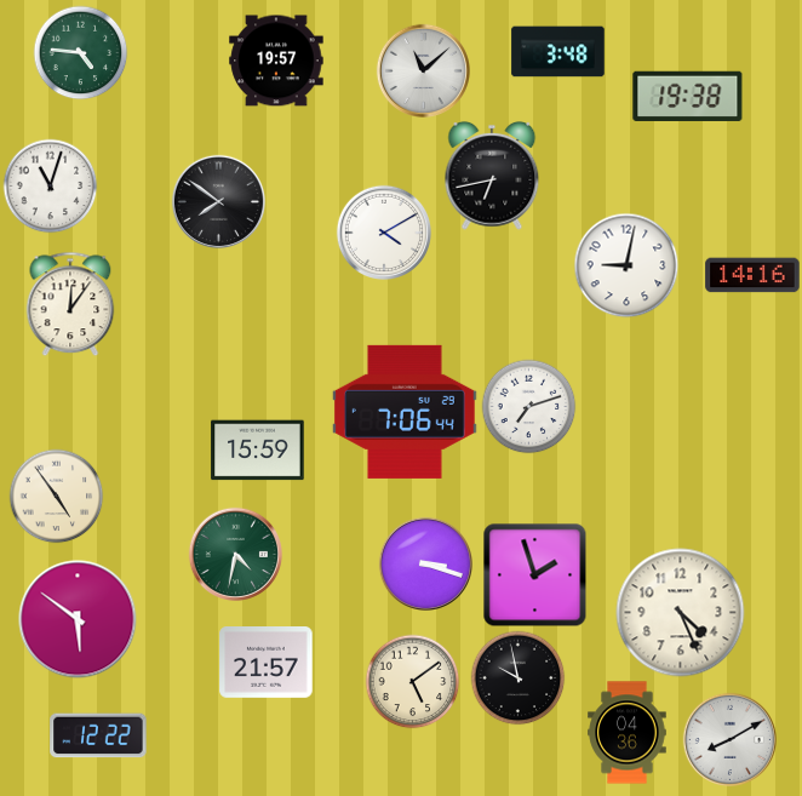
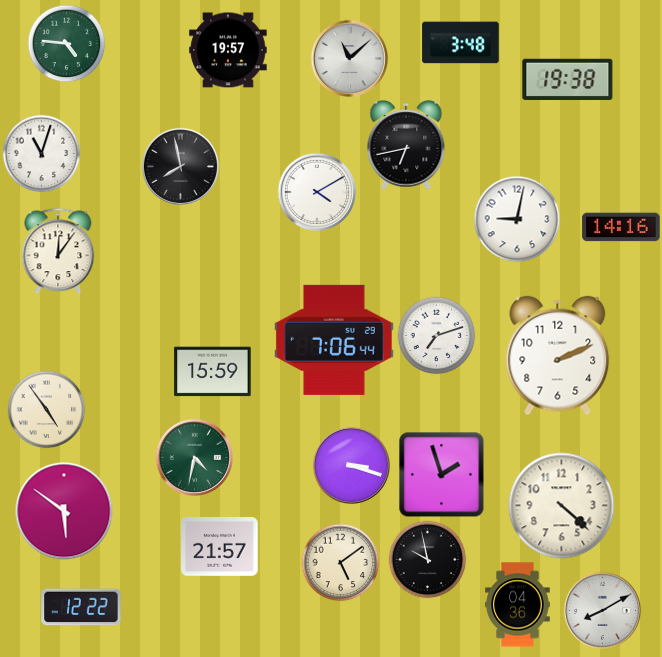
clock at (218, 201): 7:51 -> 7:58
clock at (558, 356): none -> 2:11
clock at (681, 613): 4:26 -> 4:22
